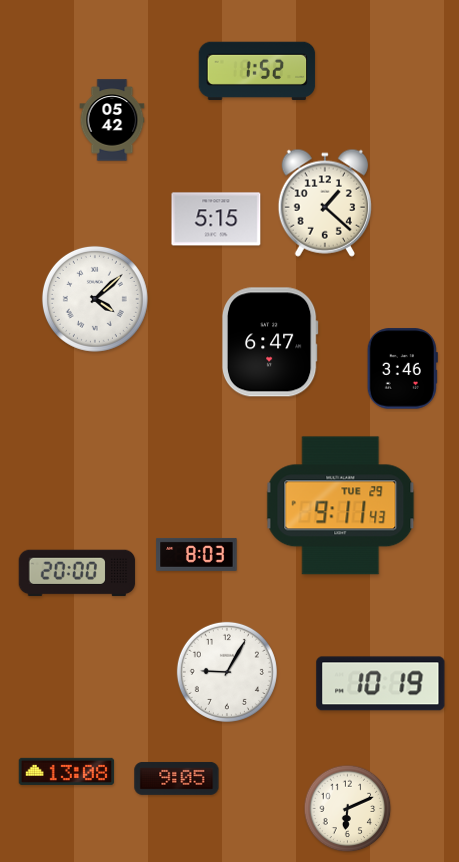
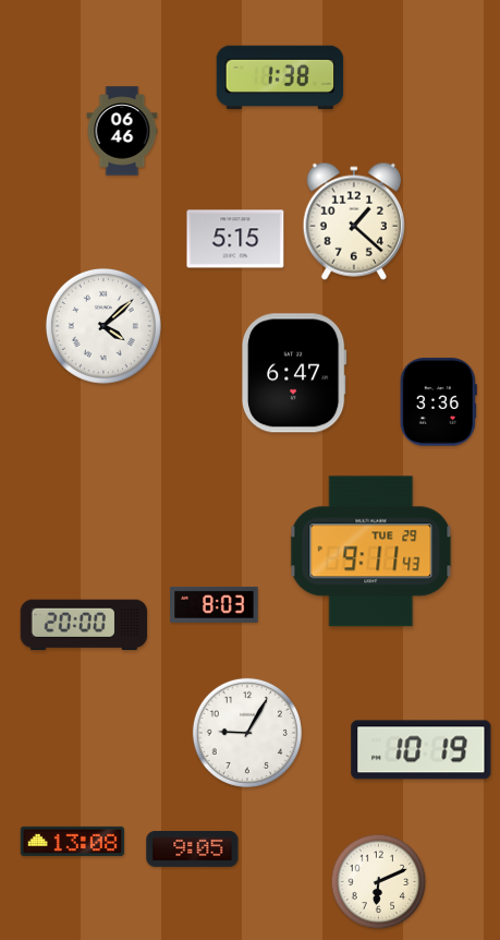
clock at (257, 71): 1:52 -> 1:38
clock at (112, 120): 05:42 -> 06:46
clock at (402, 369): 3:46 -> 3:36
clock at (381, 684) position: (381, 684) -> (422, 750)
